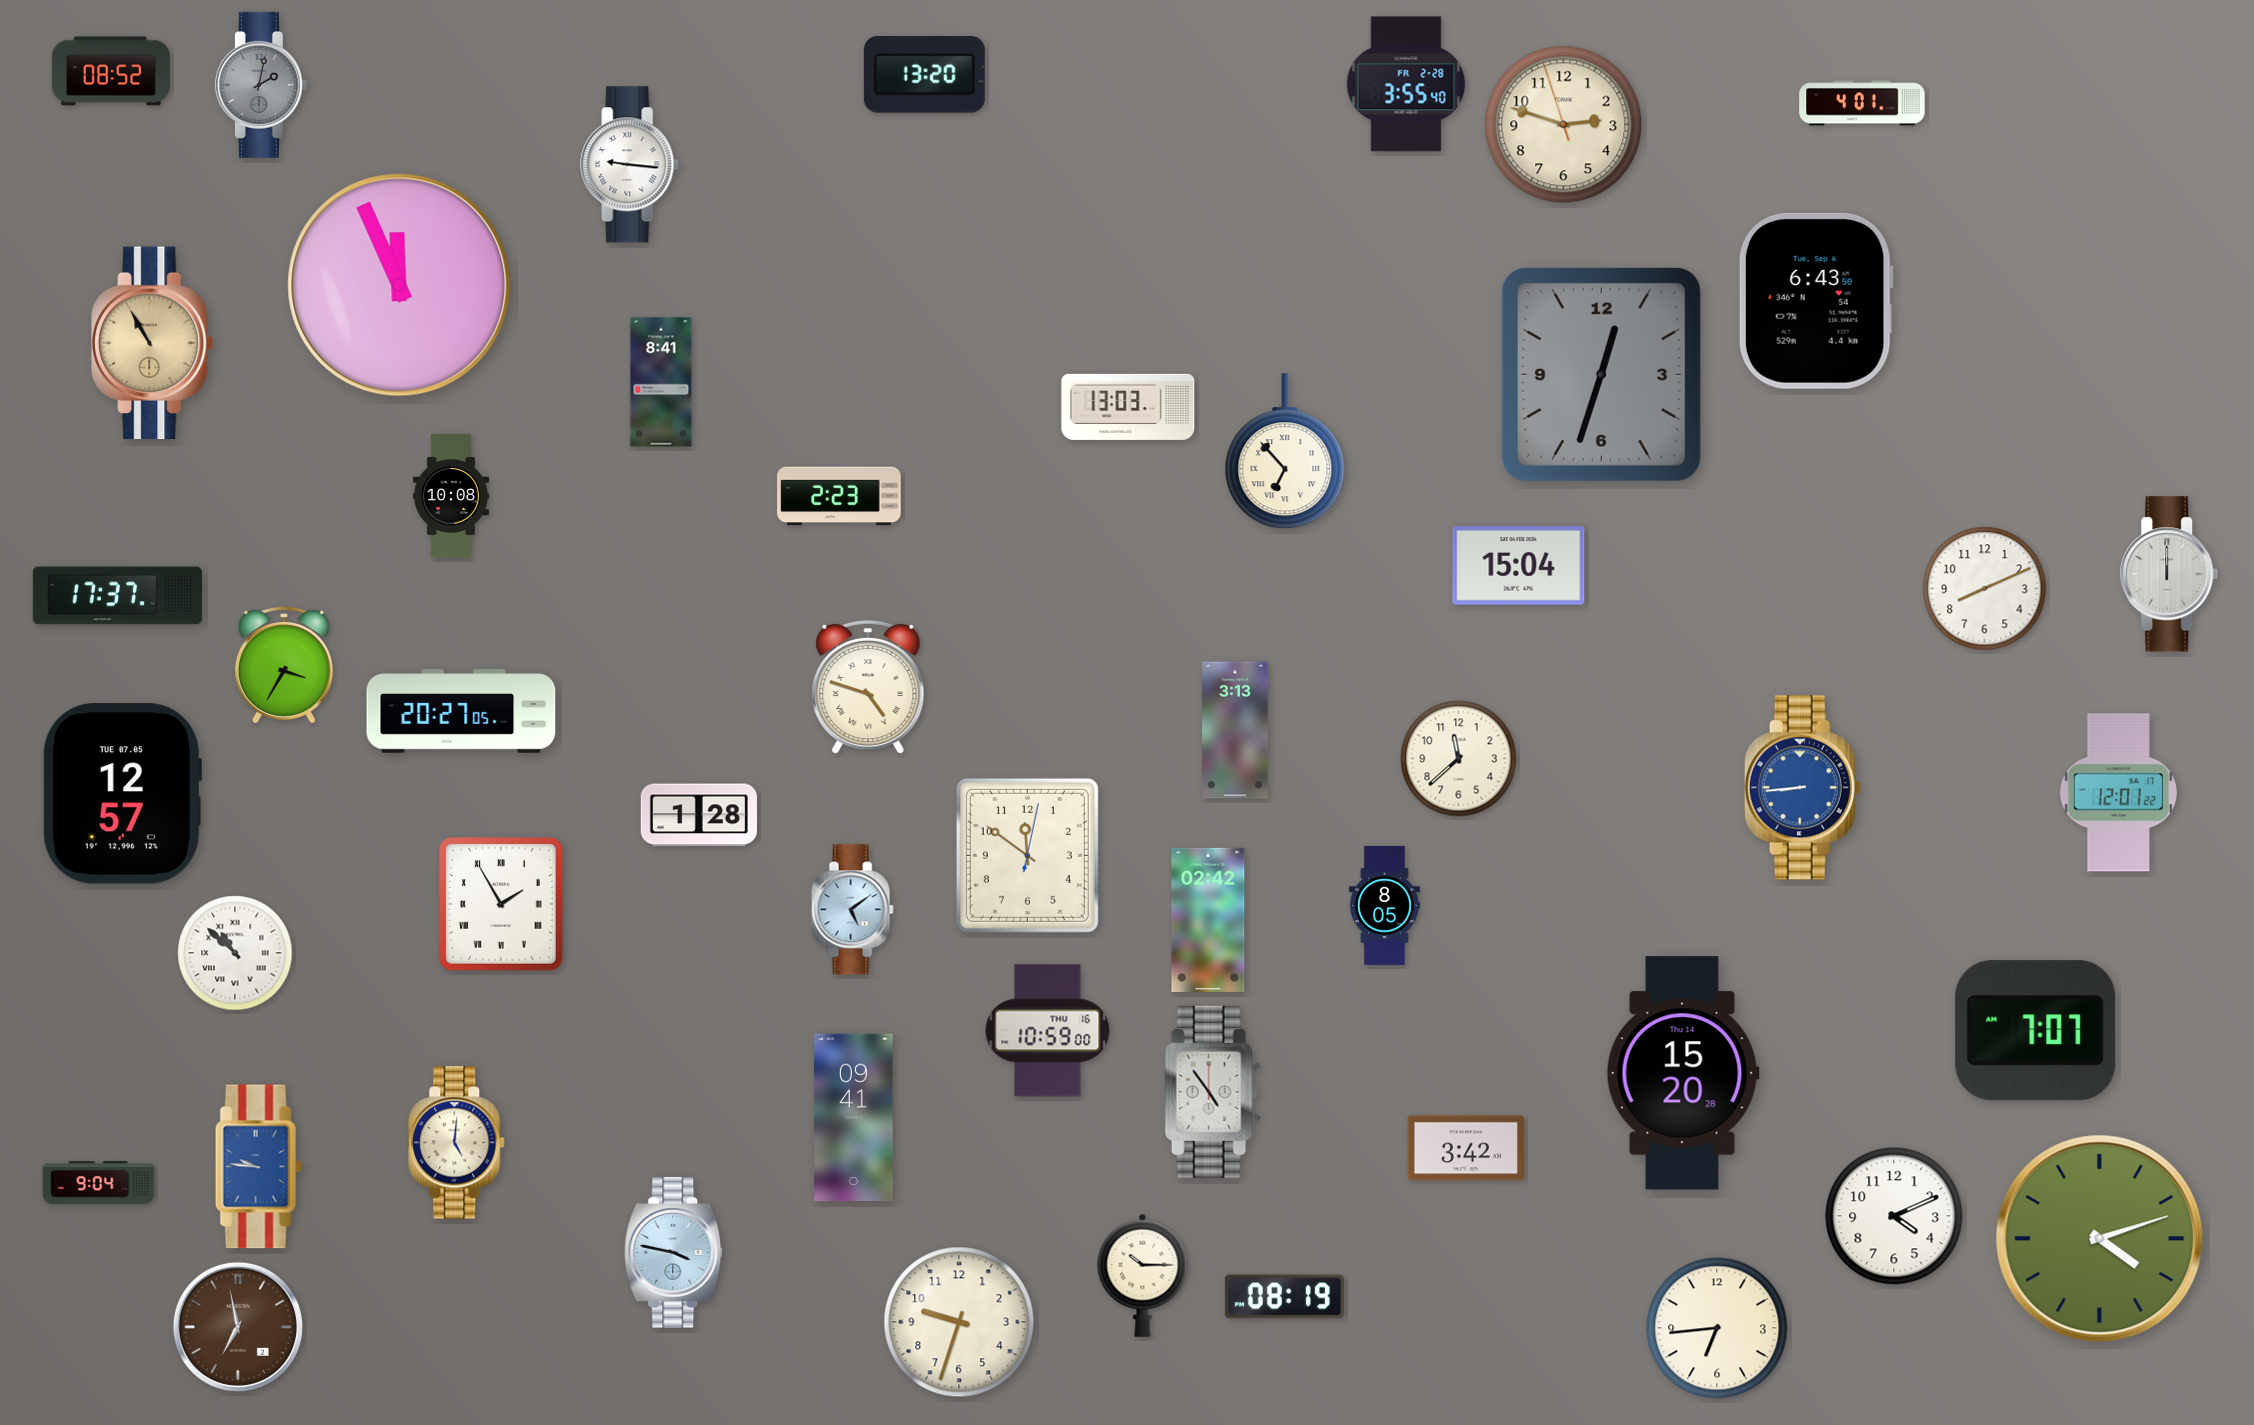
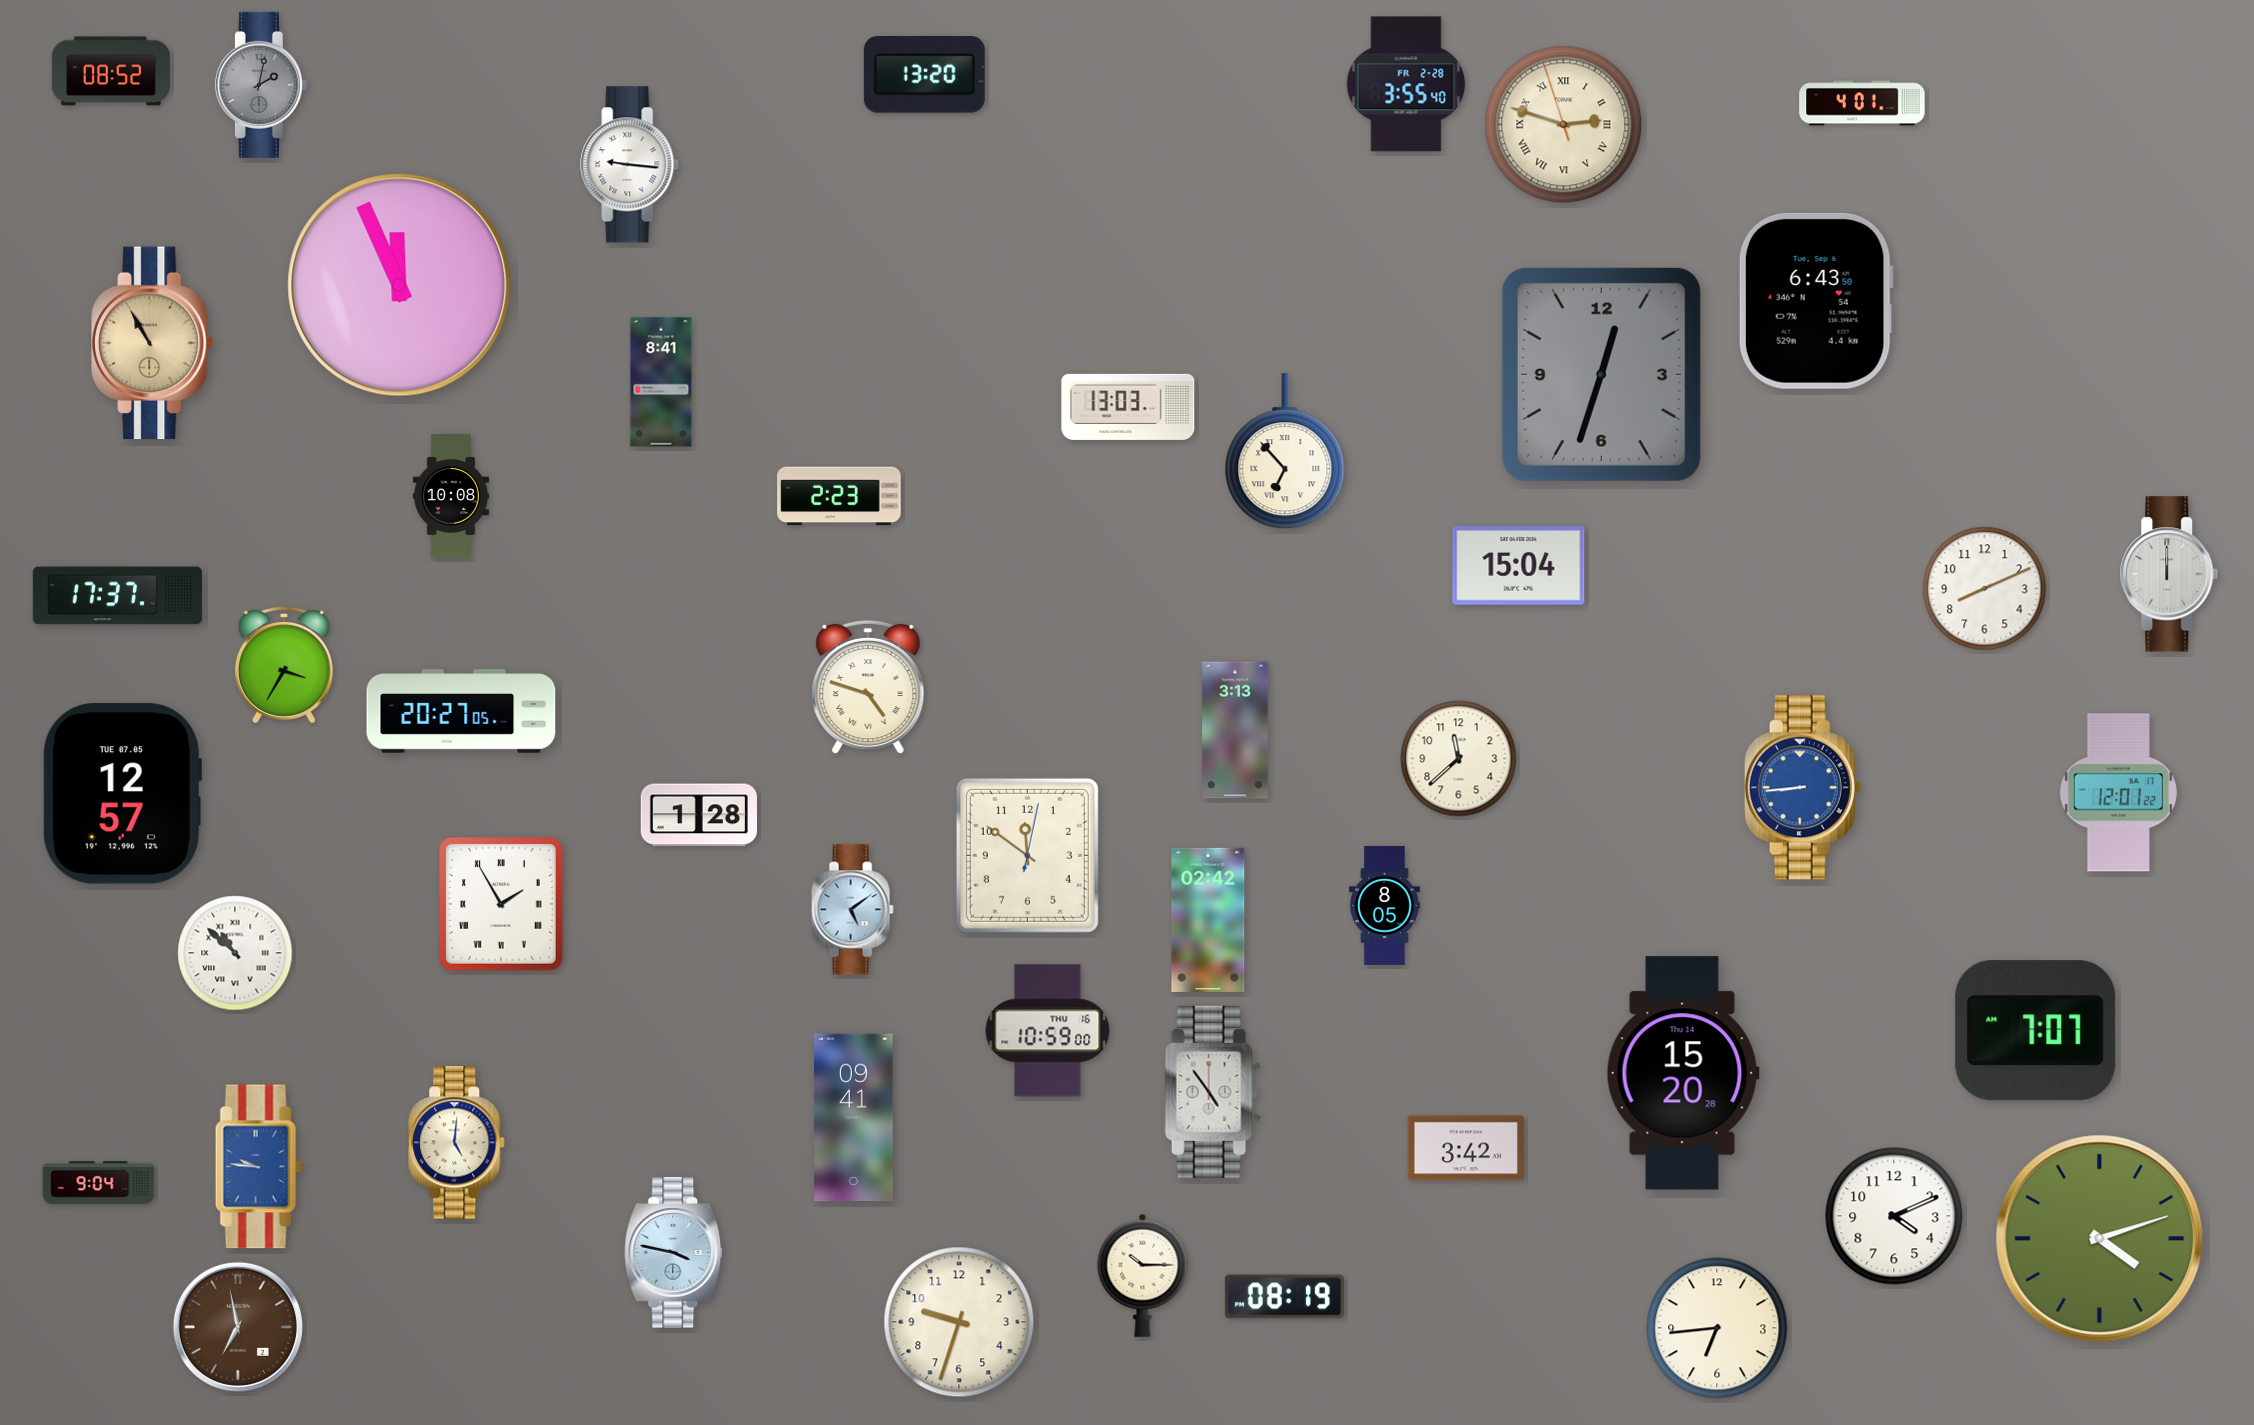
clock at (1564, 125) numerals: Arabic -> Roman
